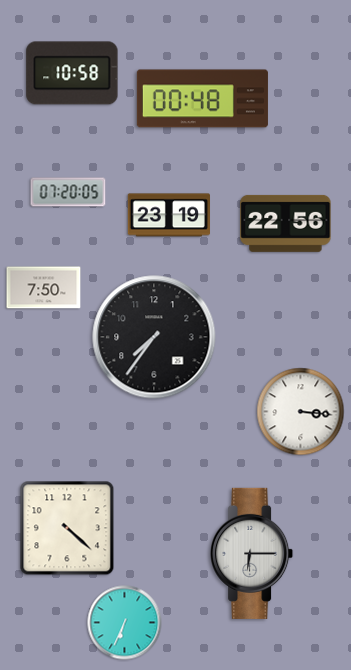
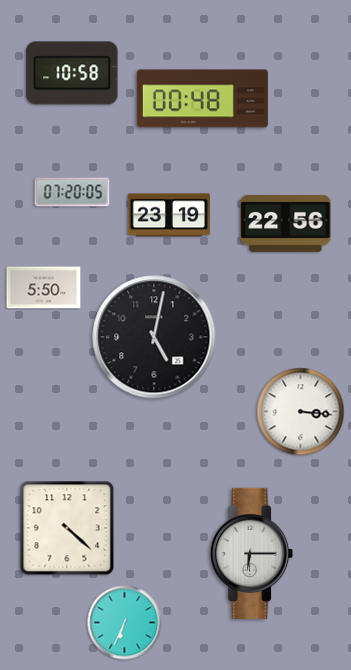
clock at (68, 192) position: (68, 192) -> (72, 192)
clock at (44, 288): 7:50 -> 5:50
clock at (154, 337): 7:36 -> 5:02
